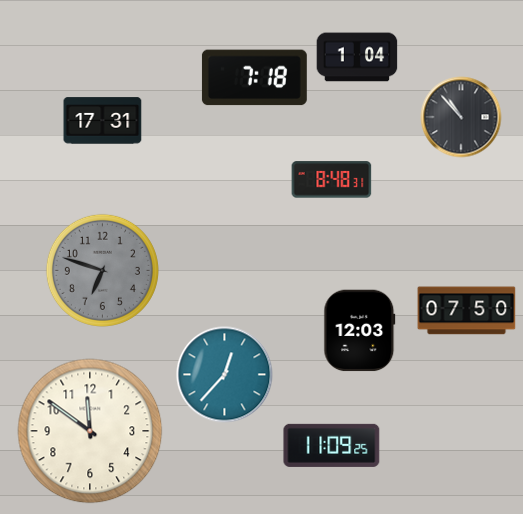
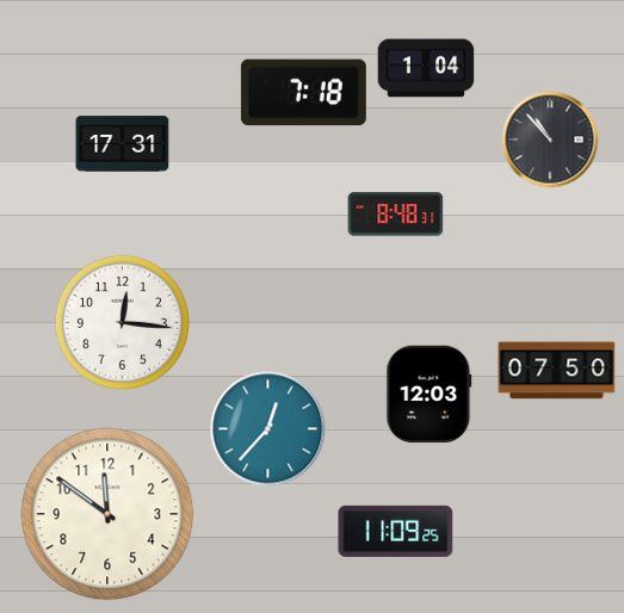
clock at (102, 270): 6:48 -> 12:16
clock at (102, 270) dial: grey -> white
clock at (225, 375) position: (225, 375) -> (268, 429)
